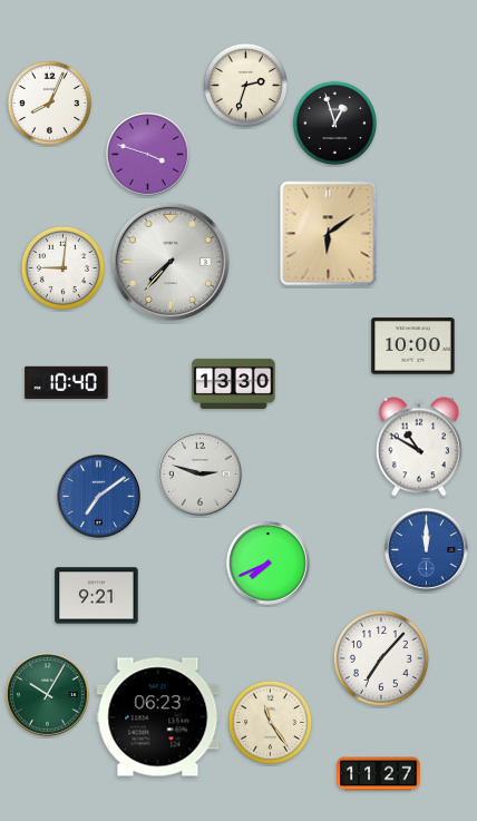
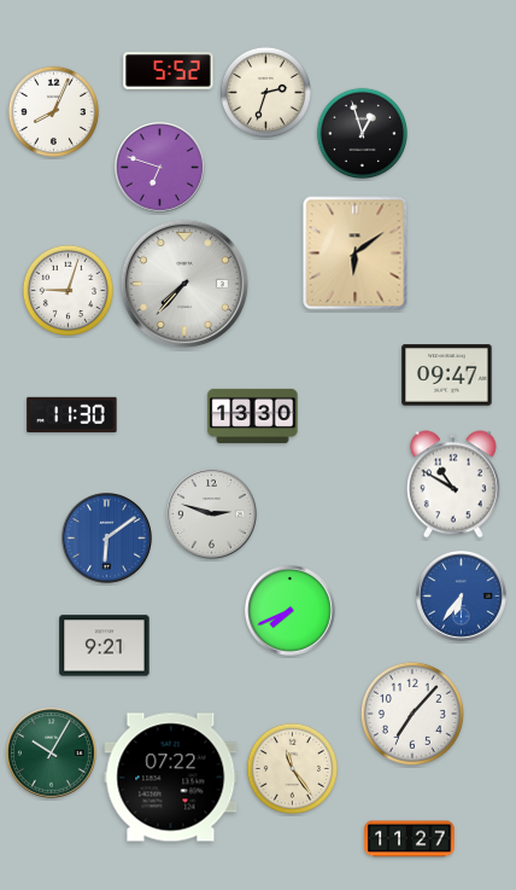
clock at (169, 71): none -> 5:52
clock at (148, 155): 3:48 -> 6:48
clock at (62, 267): 9:01 -> 9:03
clock at (413, 346): 10:00 -> 09:47
clock at (67, 382): 10:40 -> 11:30
clock at (201, 475) position: (201, 475) -> (212, 514)
clock at (99, 497): 7:09 -> 6:09
clock at (427, 550): 12:00 -> 6:36
clock at (158, 717): 06:23 -> 07:22
clock at (270, 722) position: (270, 722) -> (292, 768)
